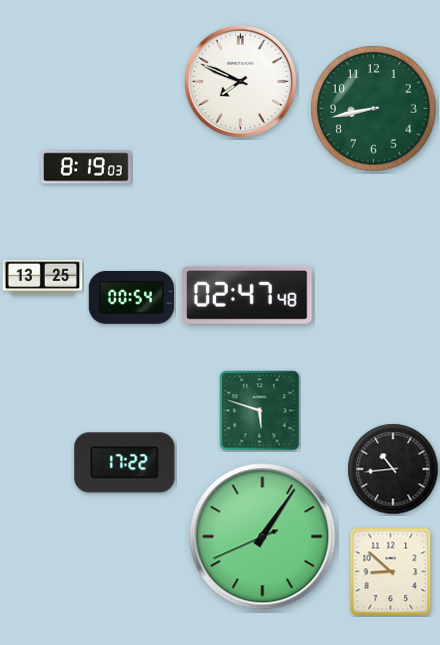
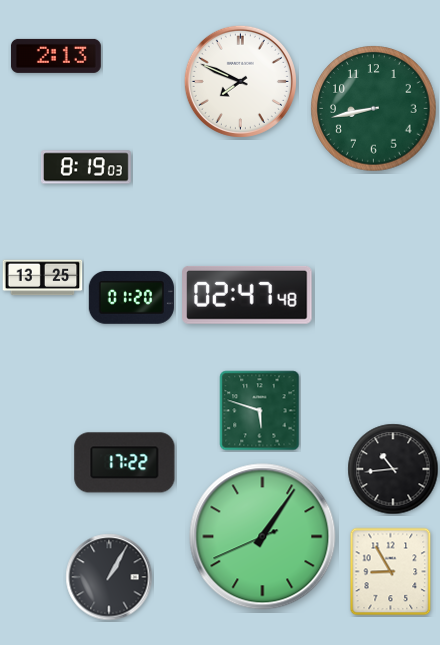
clock at (56, 56): none -> 2:13
clock at (131, 297): 00:54 -> 01:20
clock at (391, 572): 8:52 -> 8:55
clock at (109, 577): none -> 1:05
